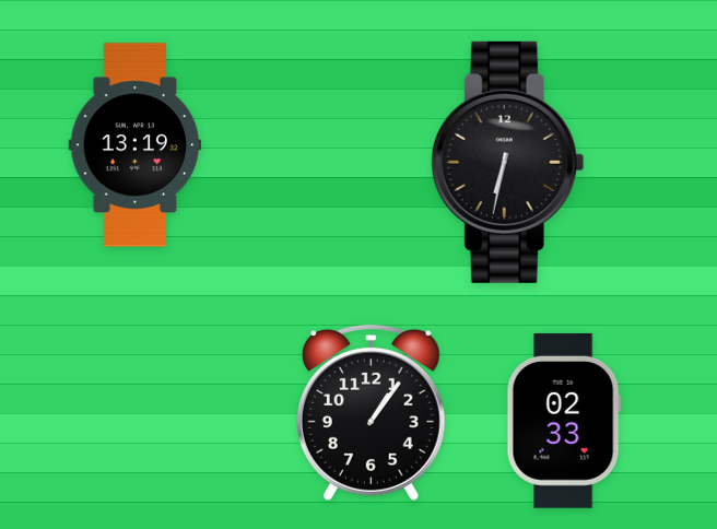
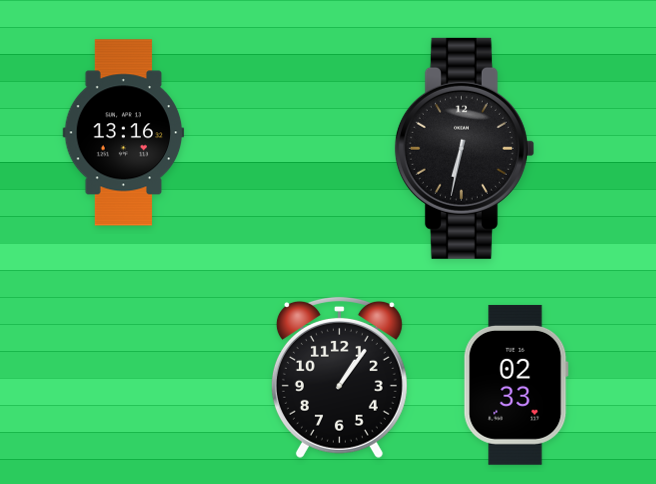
clock at (136, 145): 13:19 -> 13:16
